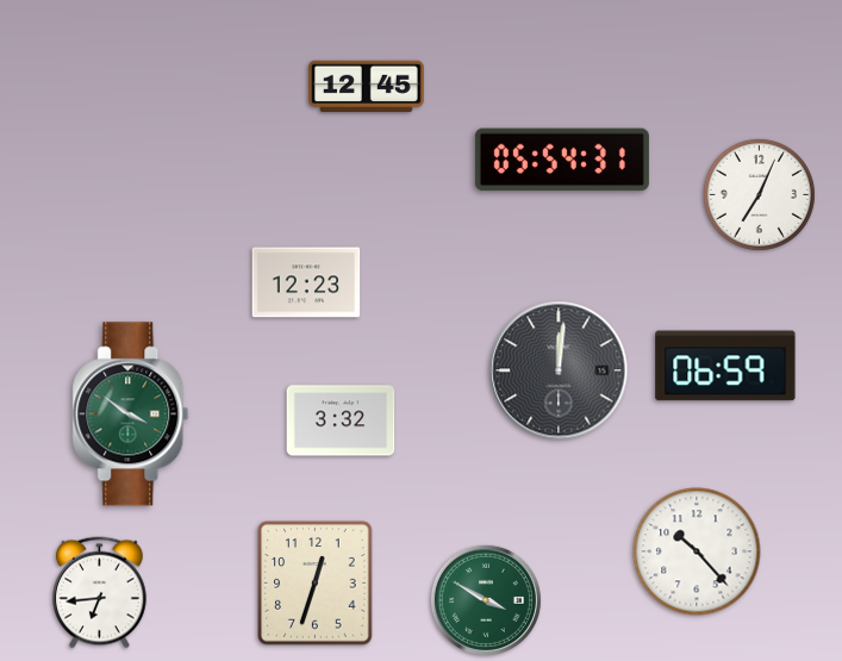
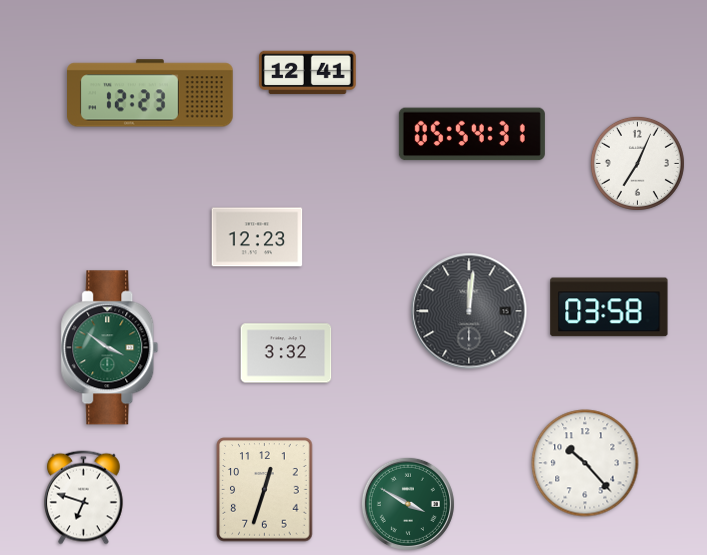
clock at (367, 87): 12:45 -> 12:41
clock at (151, 93): none -> 12:23
clock at (725, 366): 06:59 -> 03:58
clock at (100, 593): 6:44 -> 6:48
